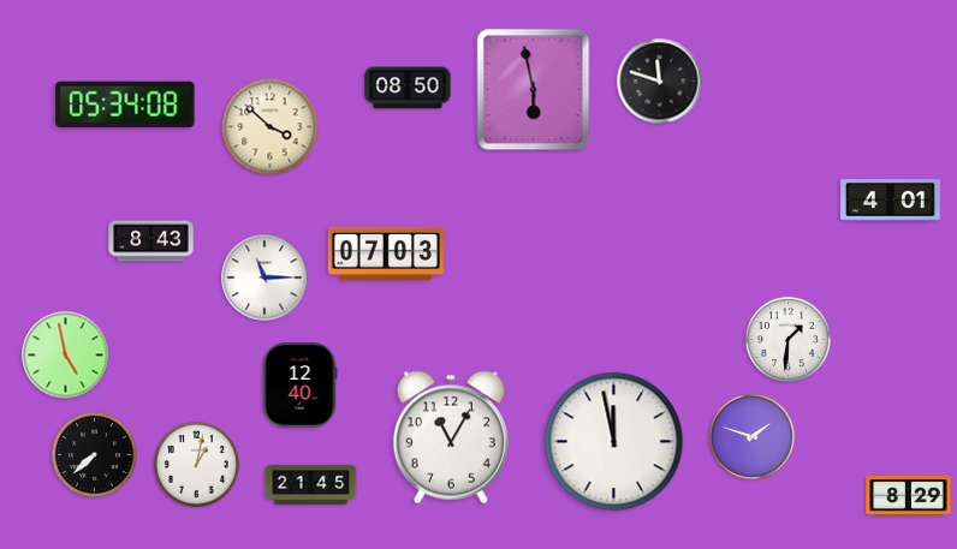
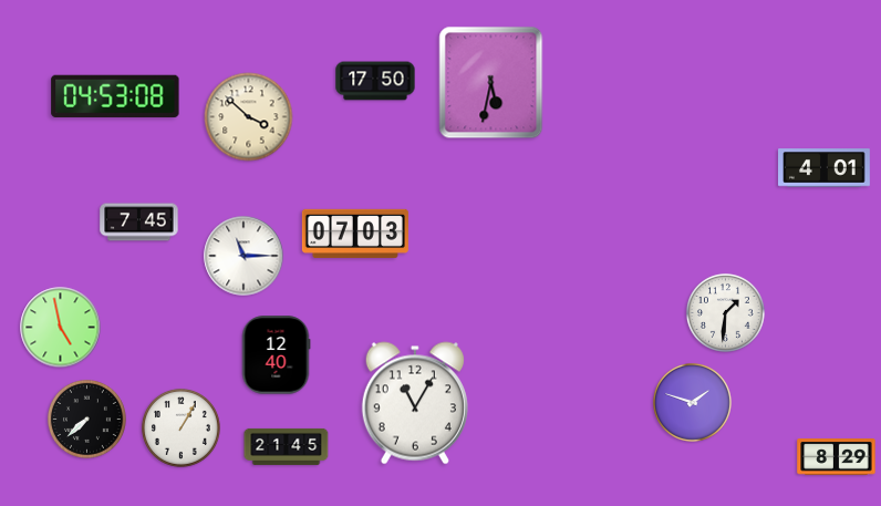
clock at (660, 82): 11:48 -> none
clock at (408, 88): 08:50 -> 17:50
clock at (534, 90): 5:58 -> 5:32
clock at (125, 105): 05:34 -> 04:53
clock at (891, 201) position: (891, 201) -> (825, 168)
clock at (151, 241): 8:43 -> 7:45
clock at (614, 442): 11:58 -> none
clock at (196, 464): 1:02 -> 1:05
